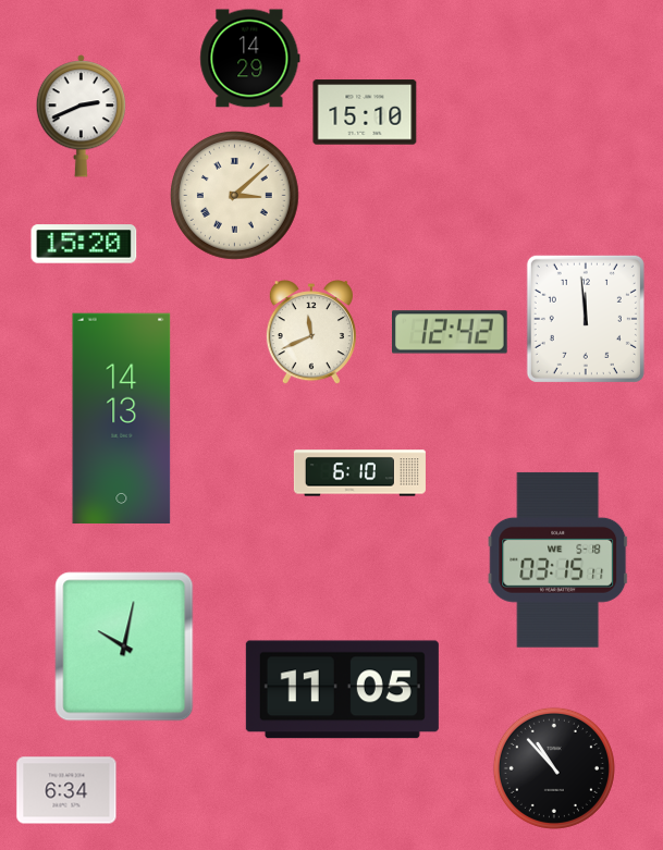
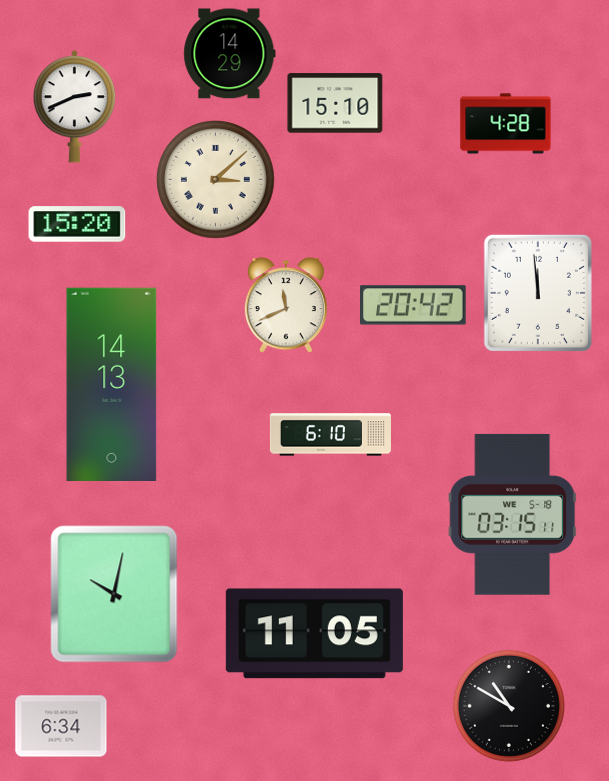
clock at (506, 124): none -> 4:28
clock at (451, 332): 12:42 -> 20:42
clock at (554, 768): 10:53 -> 10:50
